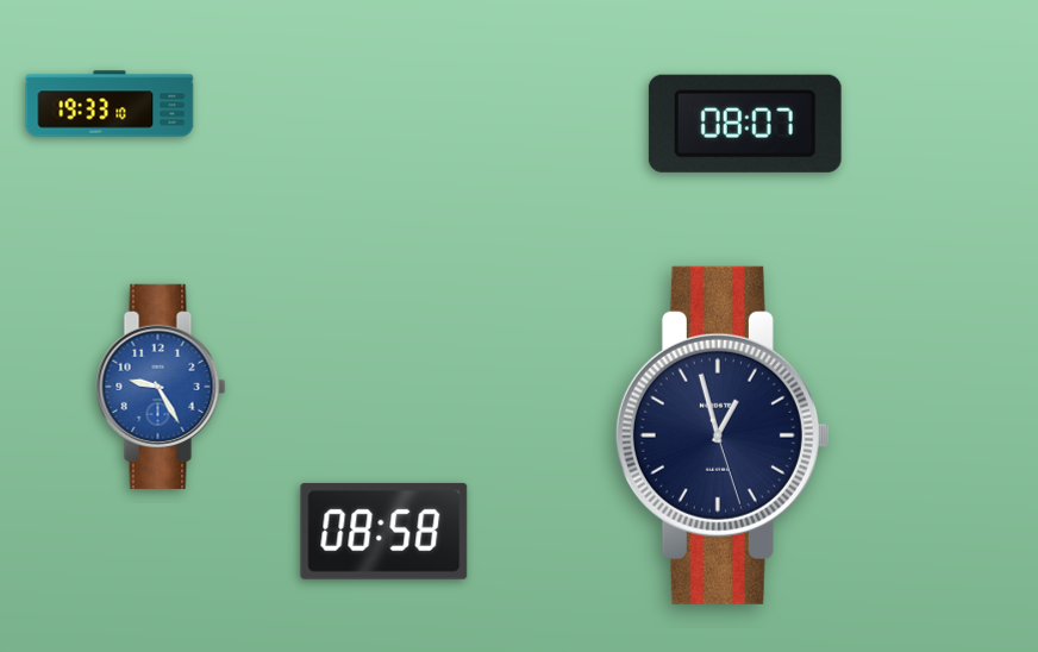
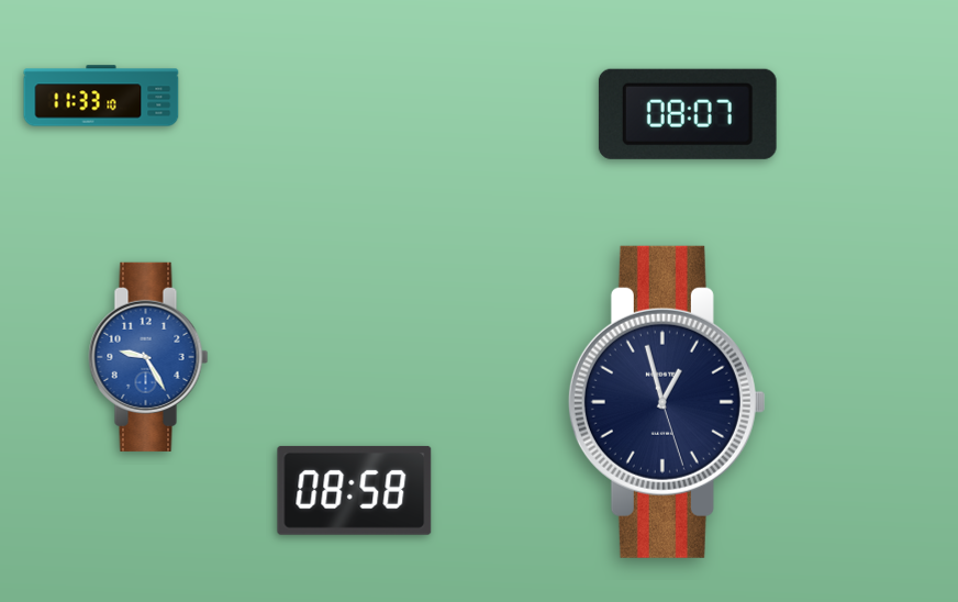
clock at (110, 104): 19:33 -> 11:33
